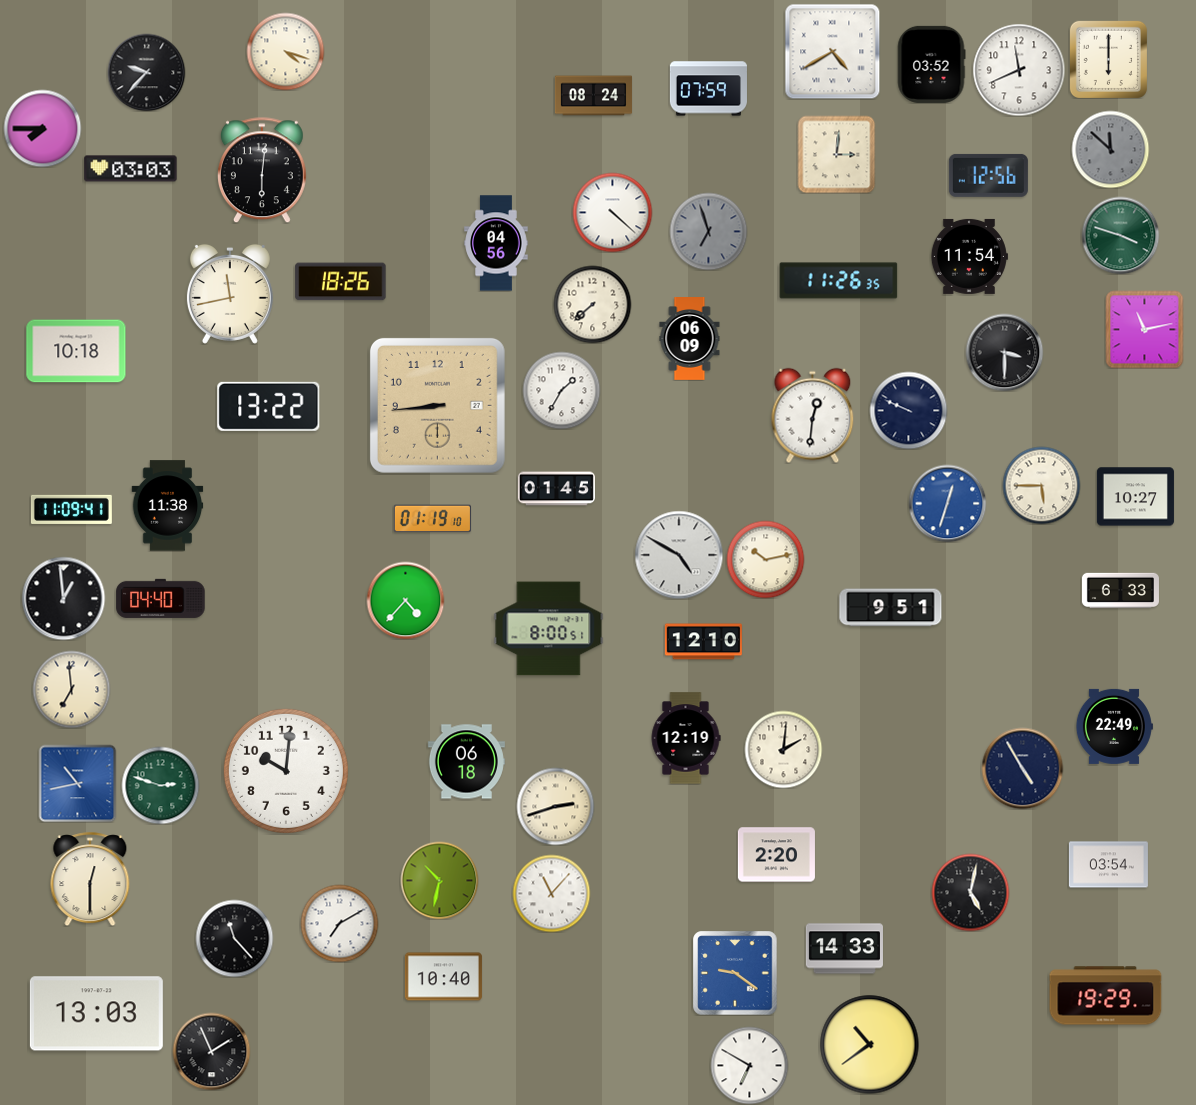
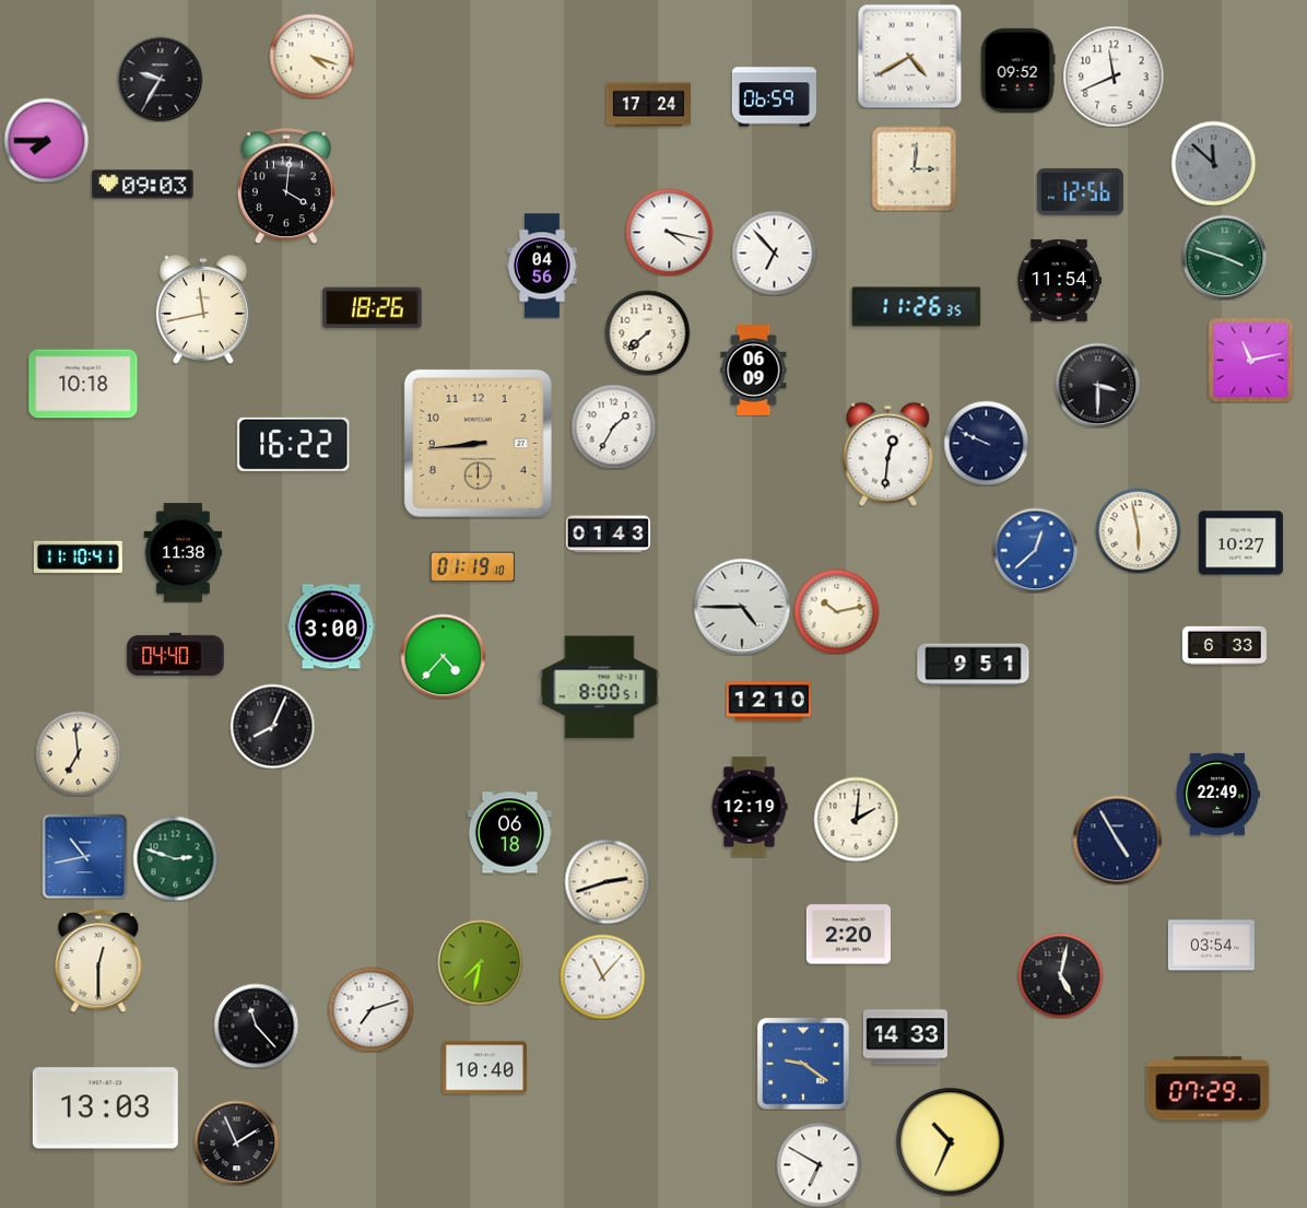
clock at (1108, 59): 6:00 -> none
clock at (931, 64): 03:52 -> 09:52
clock at (146, 72): 9:37 -> 9:35
clock at (708, 89): 07:59 -> 06:59
clock at (593, 96): 08:24 -> 17:24
clock at (131, 169): 03:03 -> 09:03
clock at (262, 170): 6:01 -> 4:01
clock at (612, 212): 4:22 -> 4:17
clock at (708, 231): 6:57 -> 6:53
clock at (708, 231) dial: grey -> white
clock at (230, 294) position: (230, 294) -> (203, 309)
clock at (269, 406): 13:22 -> 16:22
clock at (908, 410) position: (908, 410) -> (986, 443)
clock at (1041, 485): 5:45 -> 5:58
clock at (556, 489): 01:45 -> 01:43
clock at (947, 503): 12:33 -> 12:38
clock at (71, 509): 11:09 -> 11:10
clock at (679, 555): 4:50 -> 4:45
clock at (331, 626): none -> 3:00
clock at (63, 598): 12:59 -> none
clock at (272, 726): none -> 8:04
clock at (286, 771): 10:01 -> none
clock at (439, 880): 10:32 -> 7:32
clock at (339, 923): 7:10 -> 7:12
clock at (844, 949) position: (844, 949) -> (905, 1037)
clock at (1106, 996): 19:29 -> 07:29
clock at (870, 1045): 10:39 -> 10:34
clock at (211, 1051) position: (211, 1051) -> (236, 1142)
